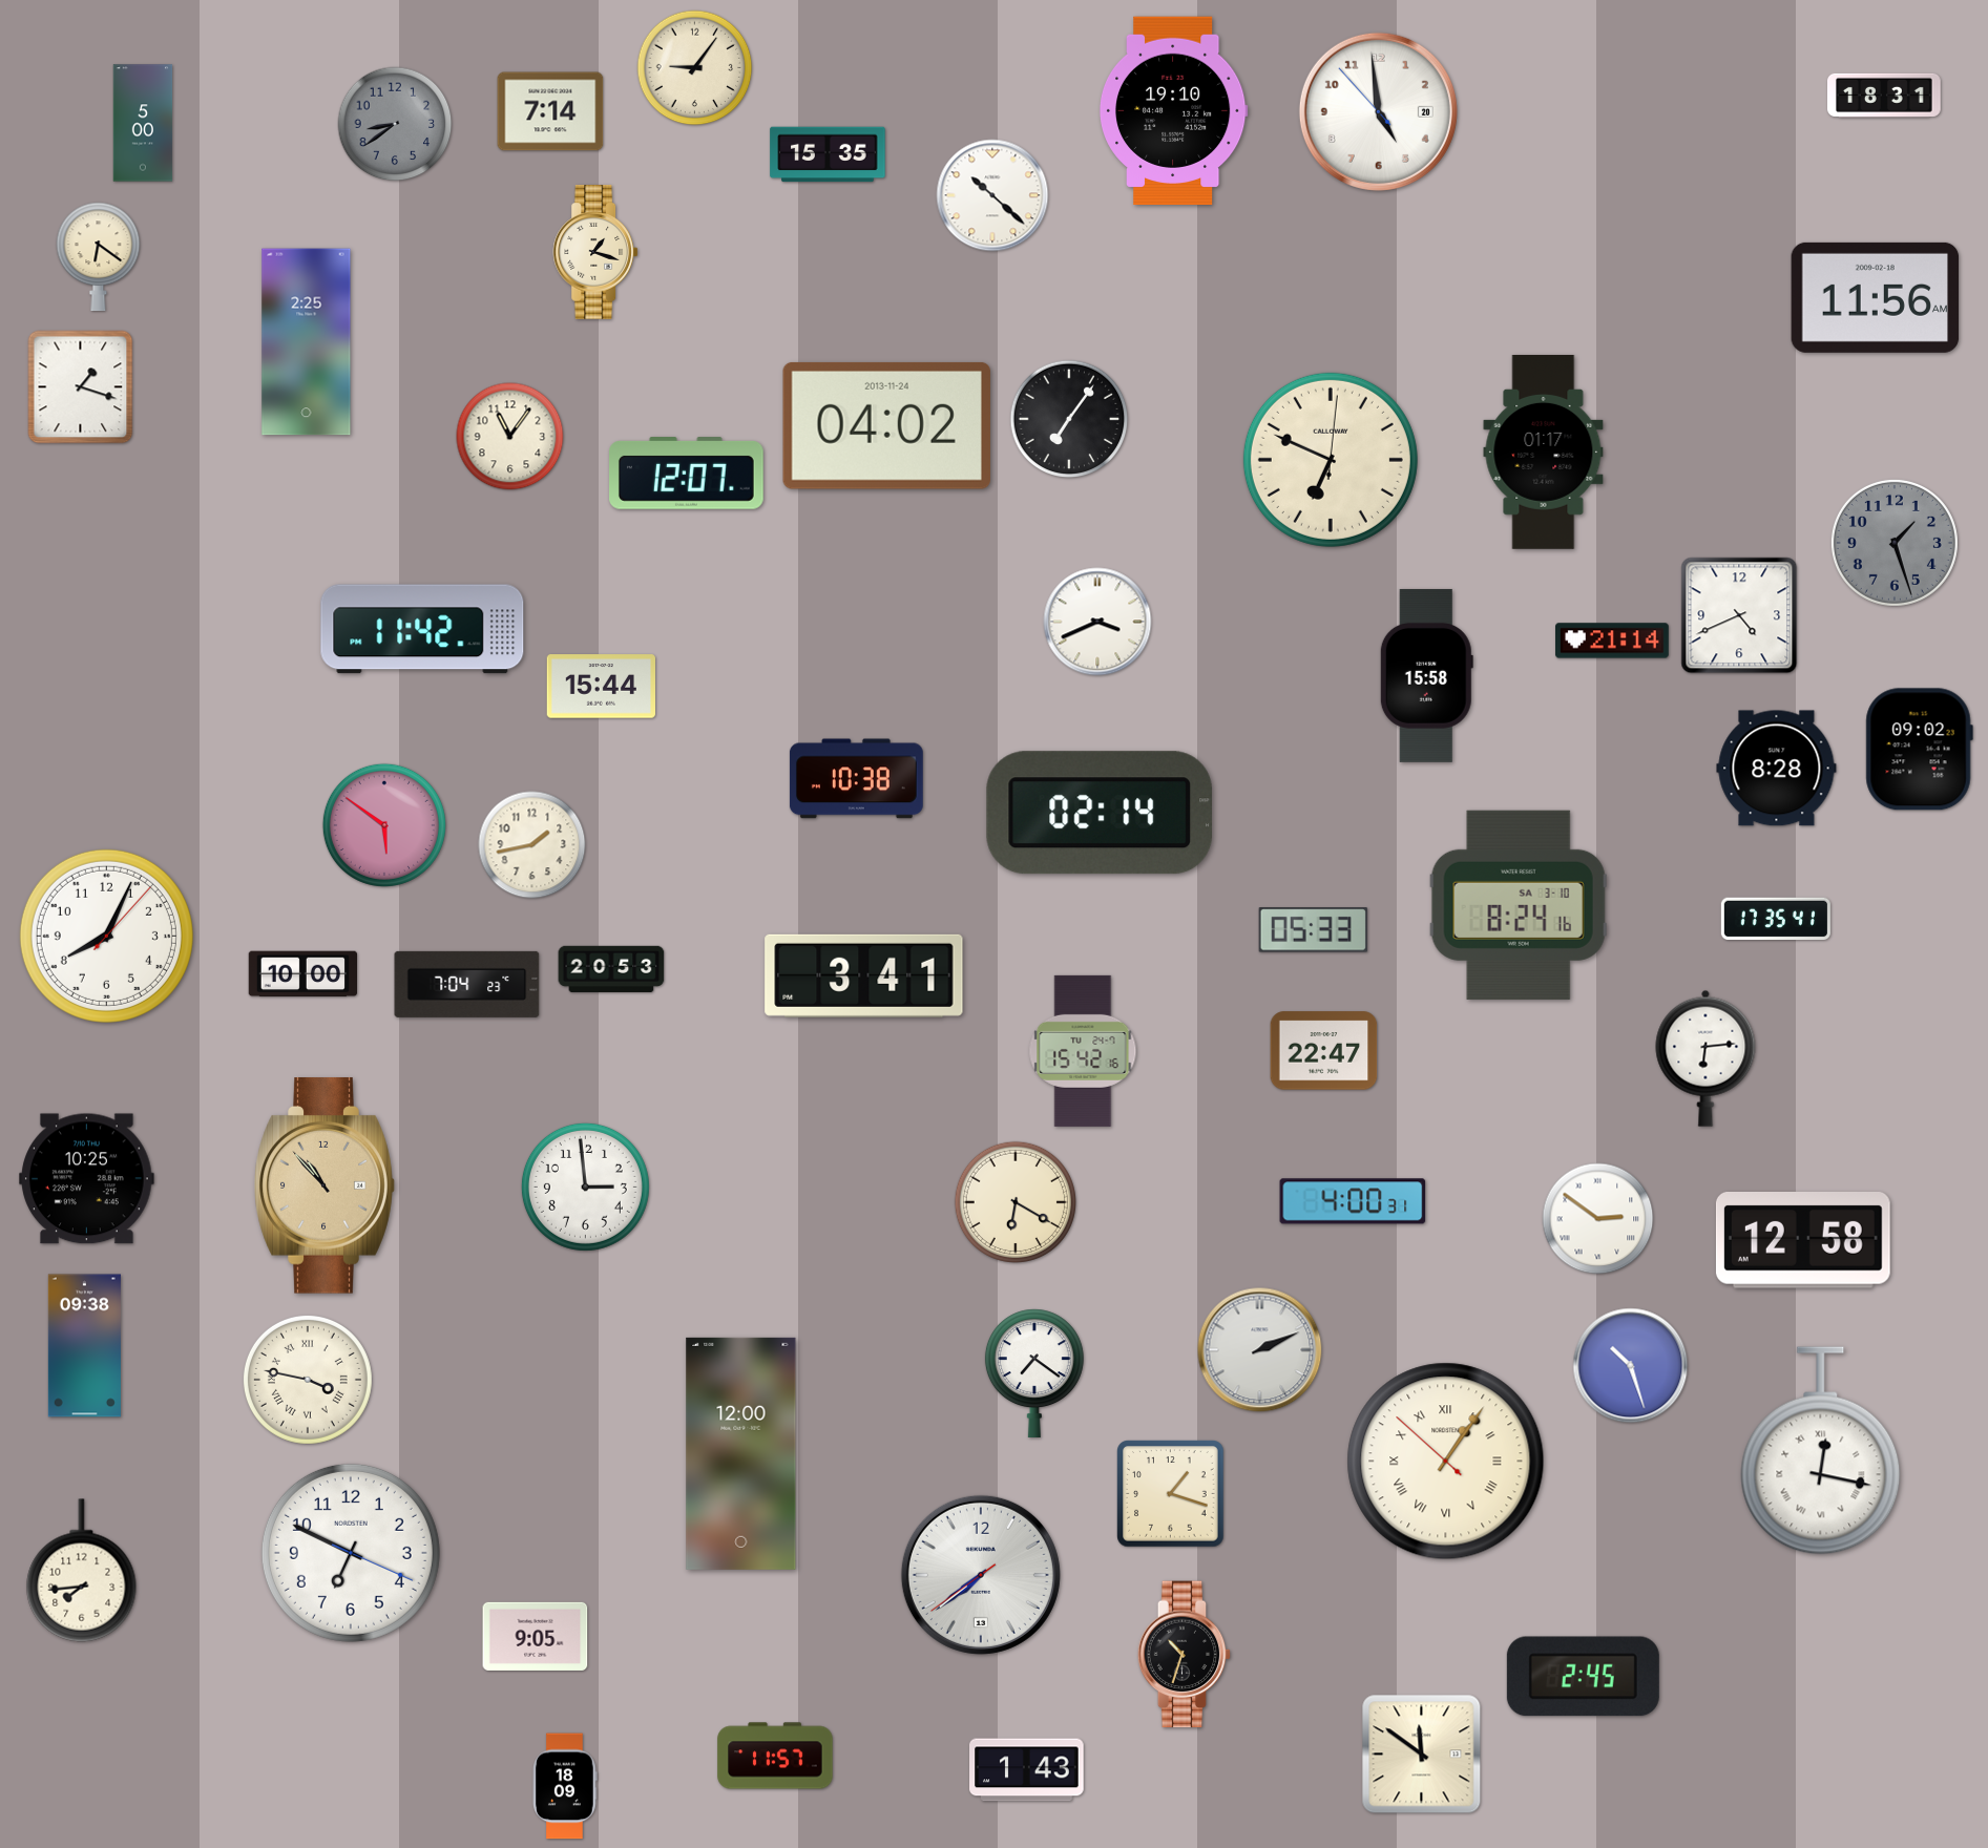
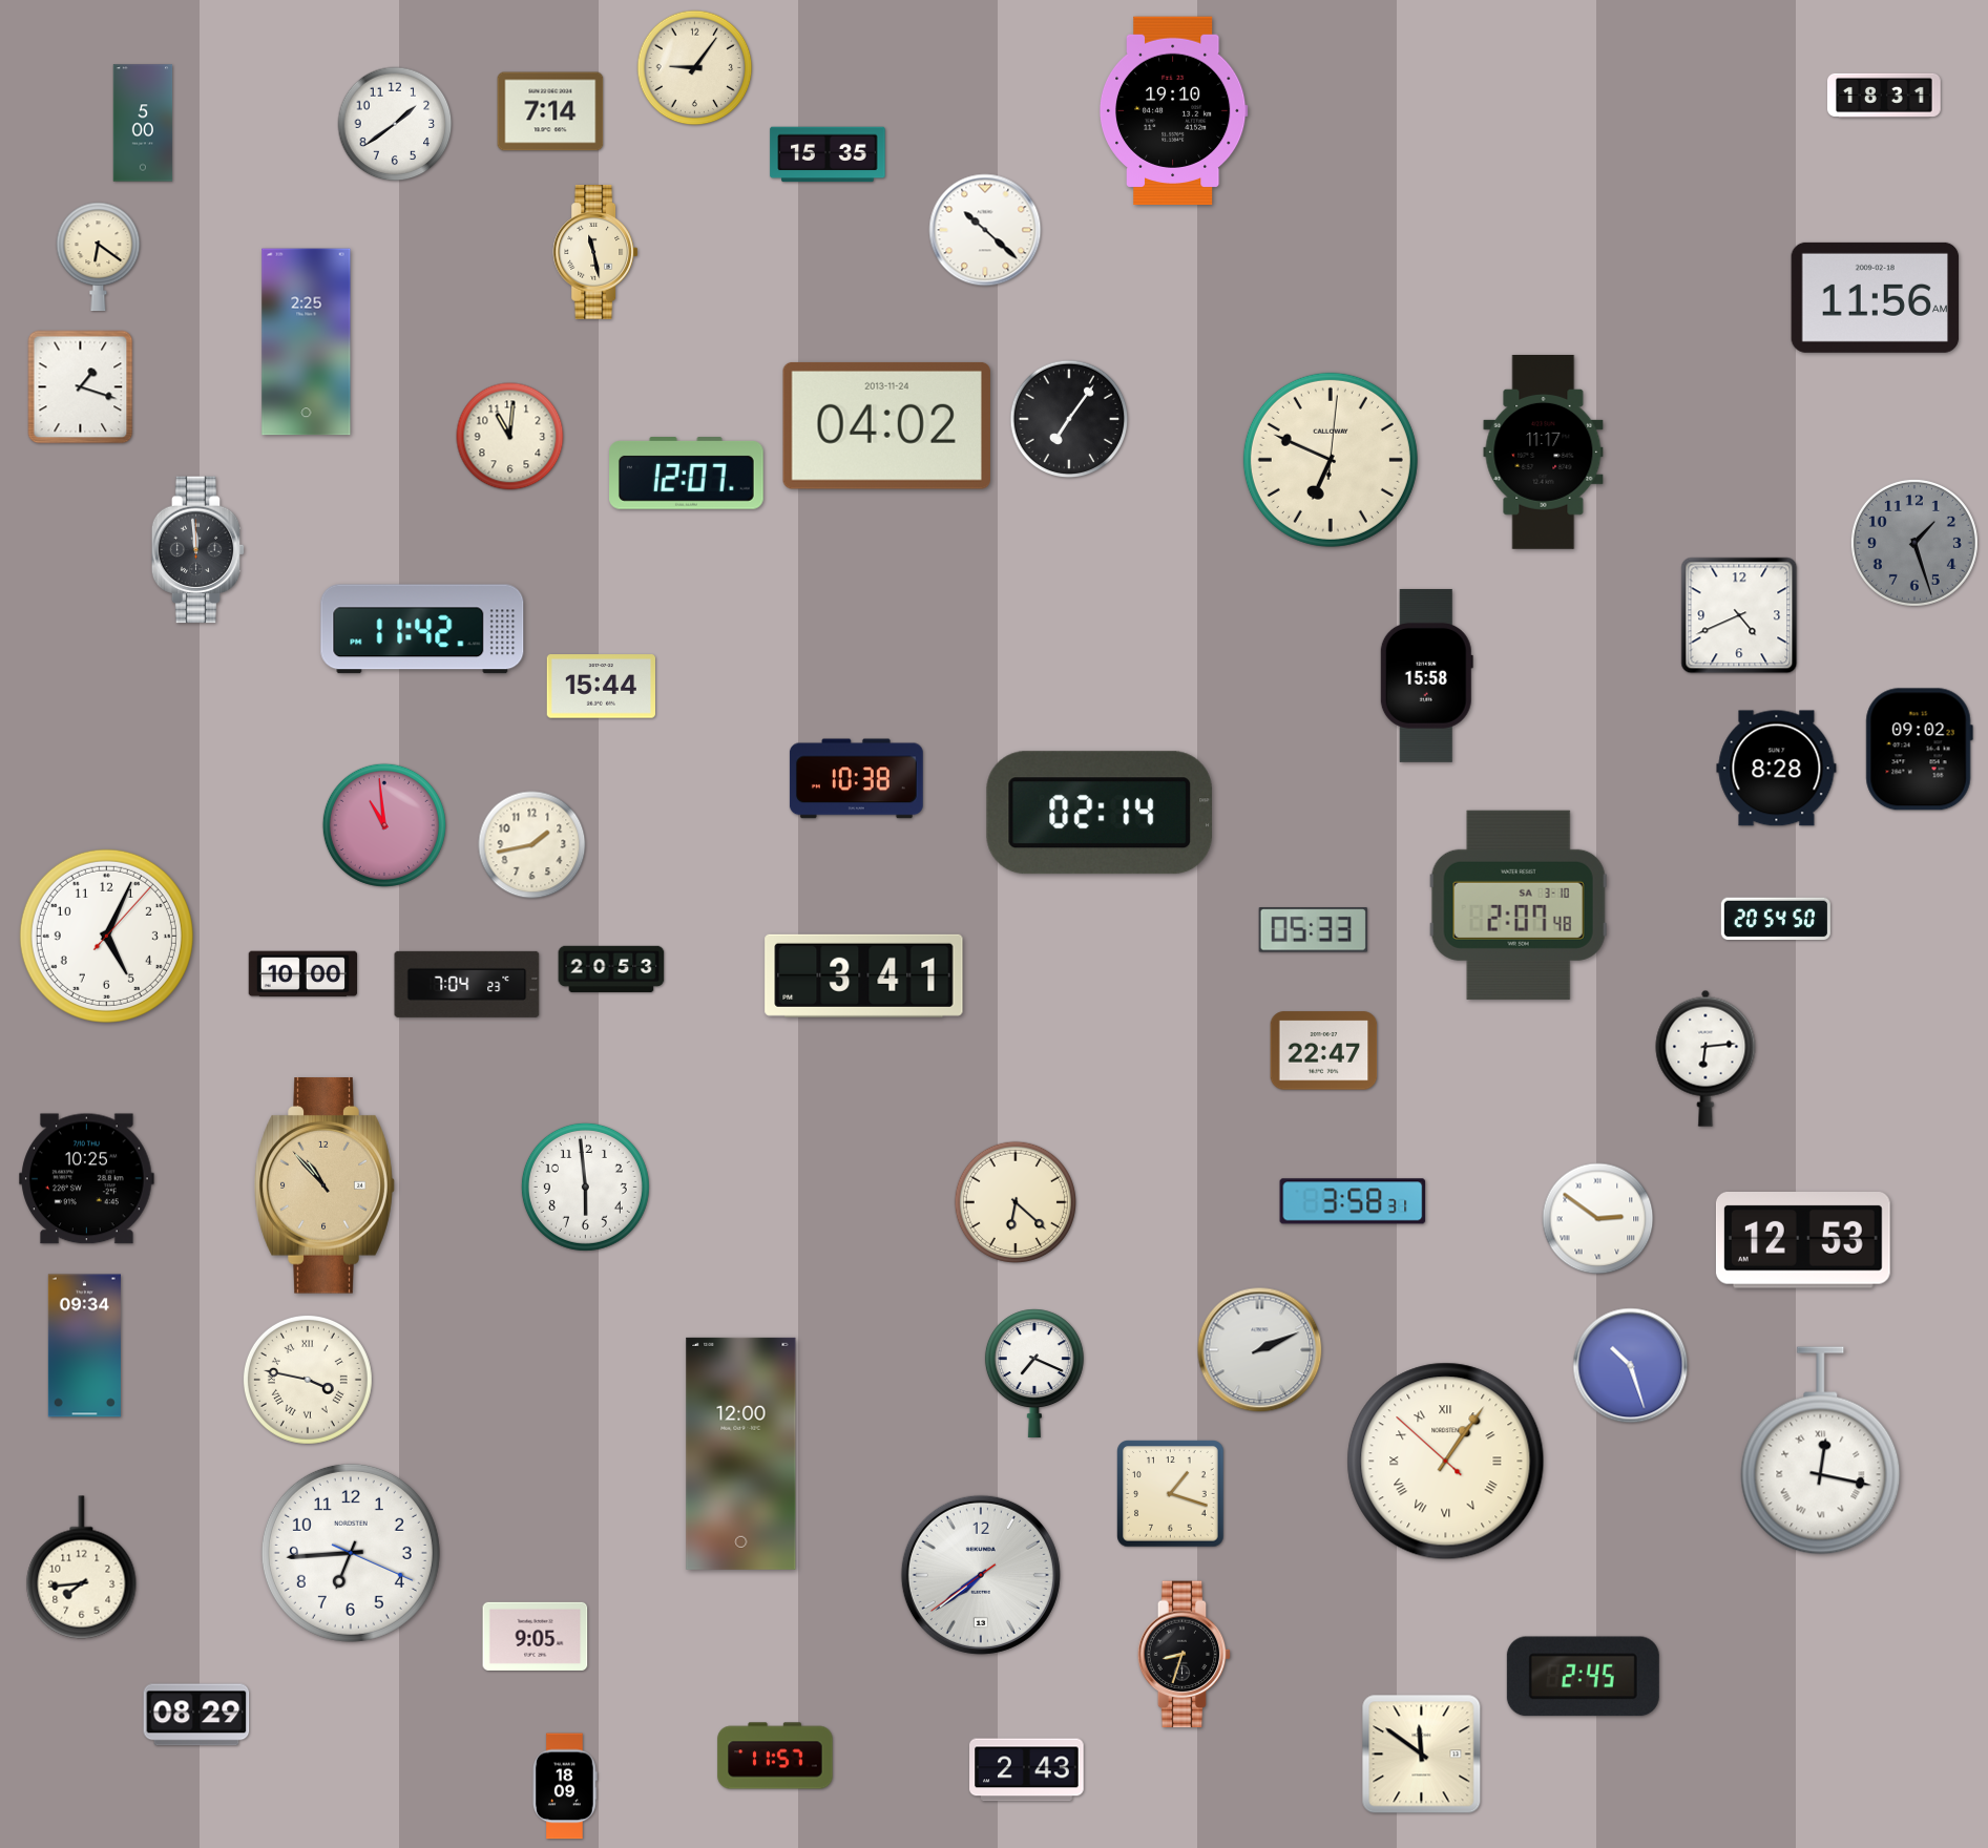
clock at (1378, 111): 4:58 -> none
clock at (395, 124): 8:39 -> 1:39
clock at (395, 124) dial: grey -> white
clock at (992, 195) position: (992, 195) -> (985, 230)
clock at (595, 252): 1:18 -> 11:28
clock at (510, 437): 11:06 -> 11:01
clock at (1544, 451): 01:17 -> 11:17
clock at (1895, 543) position: (1895, 543) -> (1914, 543)
clock at (198, 550): none -> 11:59
clock at (1097, 622): 3:41 -> none
clock at (1613, 640): 21:14 -> none
clock at (384, 825): 5:51 -> 10:59
clock at (1519, 905): 8:24 -> 2:07
clock at (1776, 919): 17:35 -> 20:54
clock at (106, 936): 8:04 -> 5:04
clock at (1083, 1051): 15:42 -> none
clock at (585, 1186): 2:59 -> 5:59
clock at (1353, 1201): 4:00 -> 3:58
clock at (1016, 1202): 6:20 -> 6:22
clock at (1803, 1241): 12:58 -> 12:53
clock at (84, 1346): 09:38 -> 09:34
clock at (1034, 1372): 7:21 -> 7:19
clock at (351, 1553): 6:49 -> 6:44
clock at (82, 1571) position: (82, 1571) -> (82, 1568)
clock at (1185, 1655): 10:33 -> 8:33
clock at (196, 1715): none -> 08:29
clock at (1027, 1770): 1:43 -> 2:43
